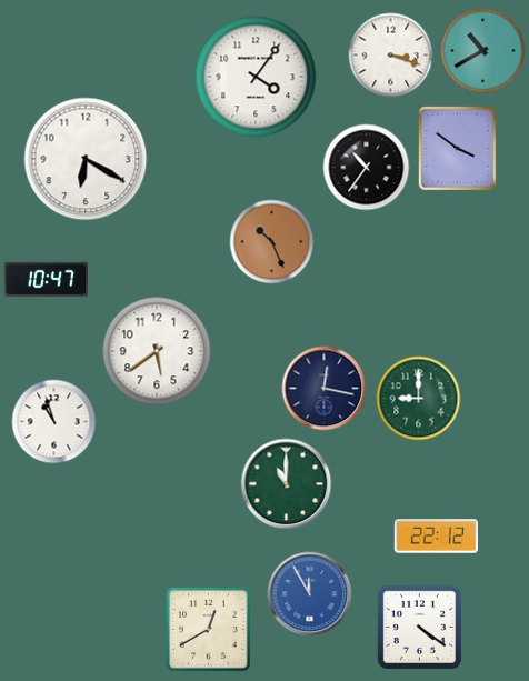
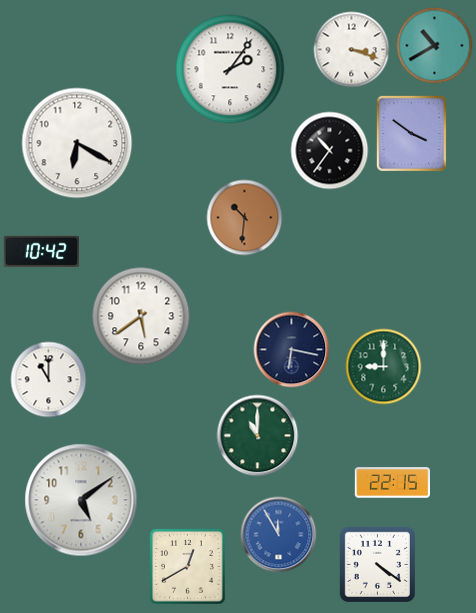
clock at (256, 77): 4:06 -> 2:06
clock at (272, 242): 10:26 -> 10:31
clock at (46, 279): 10:47 -> 10:42
clock at (325, 389): 12:17 -> 6:17
clock at (419, 399) position: (419, 399) -> (384, 367)
clock at (54, 422): 10:57 -> 11:00
clock at (436, 537): 22:12 -> 22:15
clock at (81, 500): none -> 5:09
